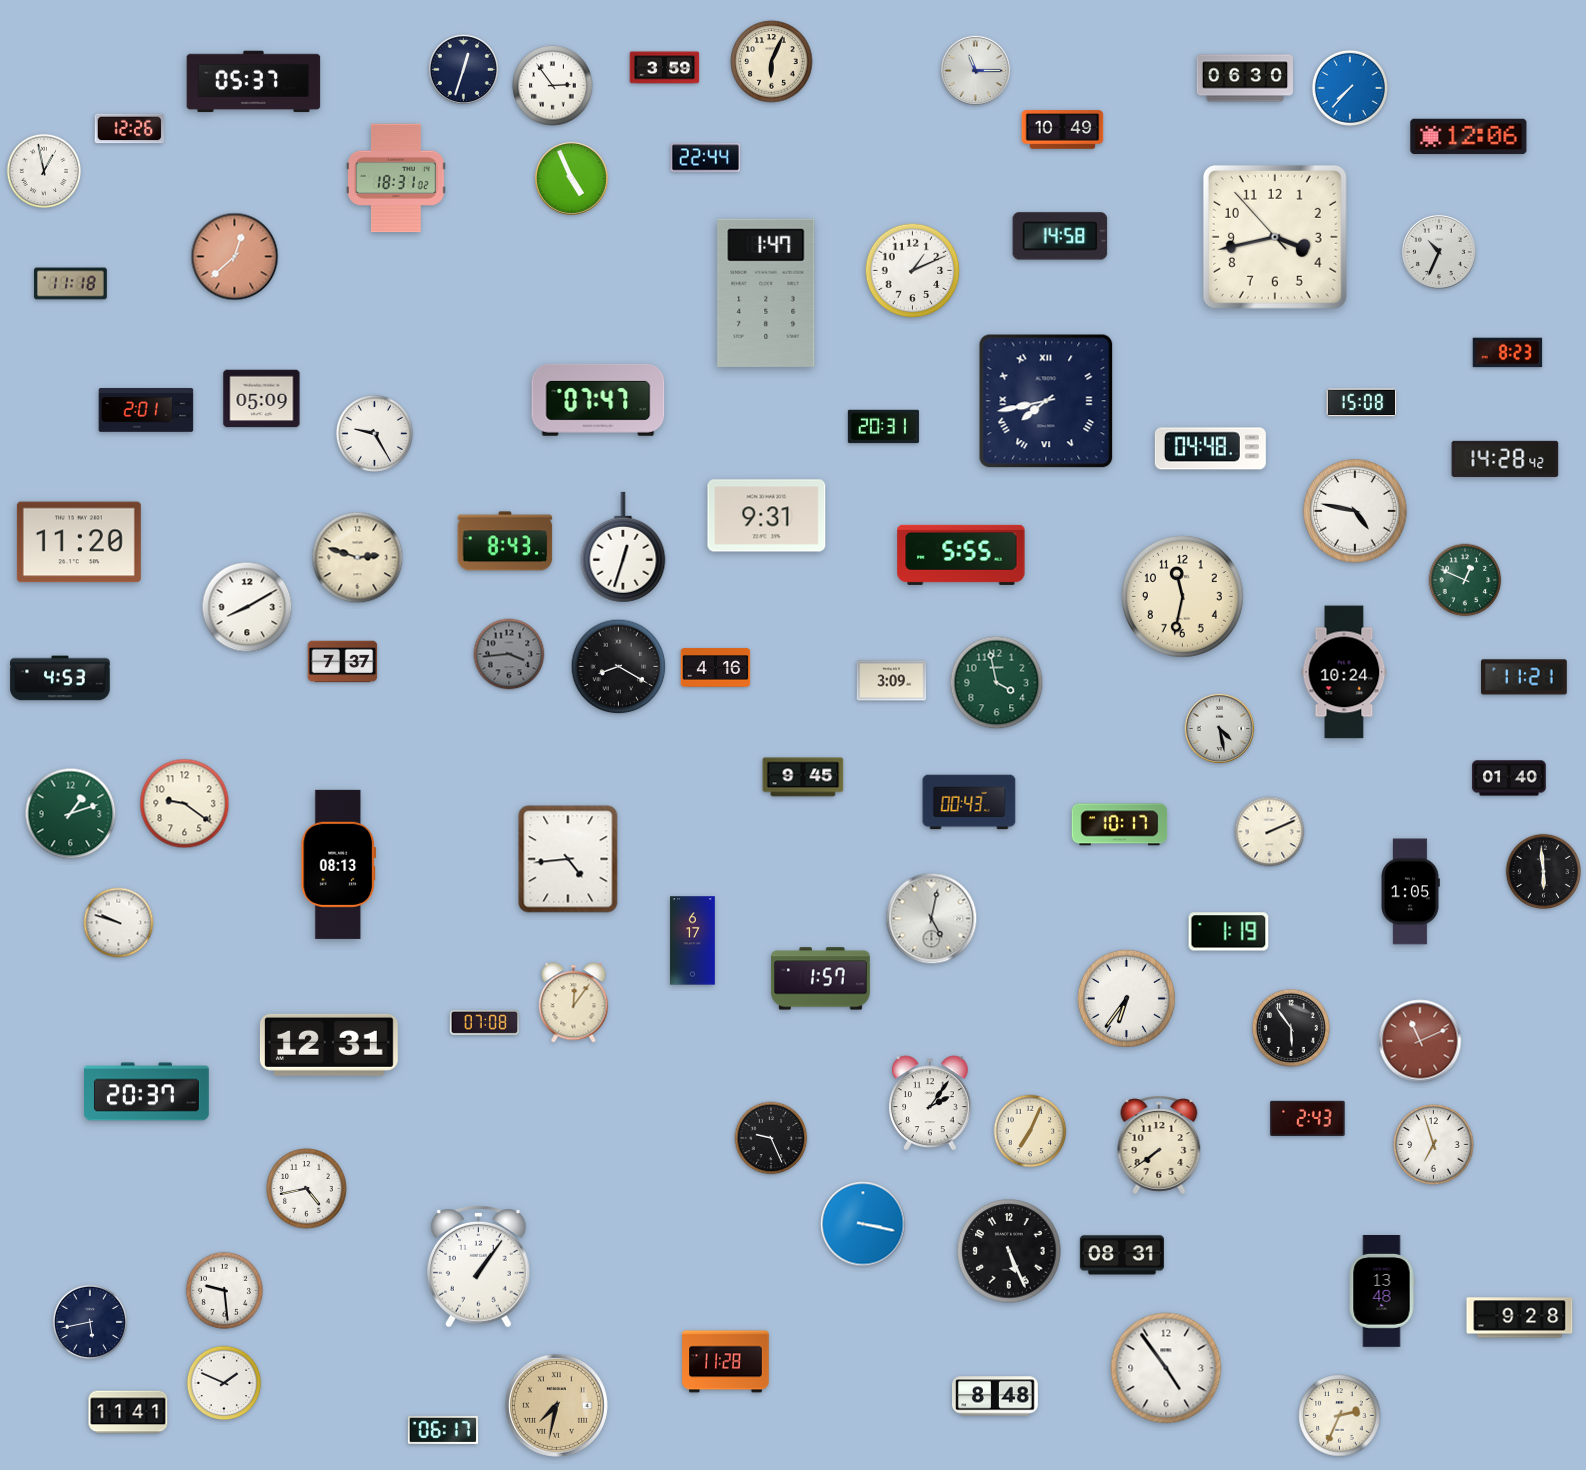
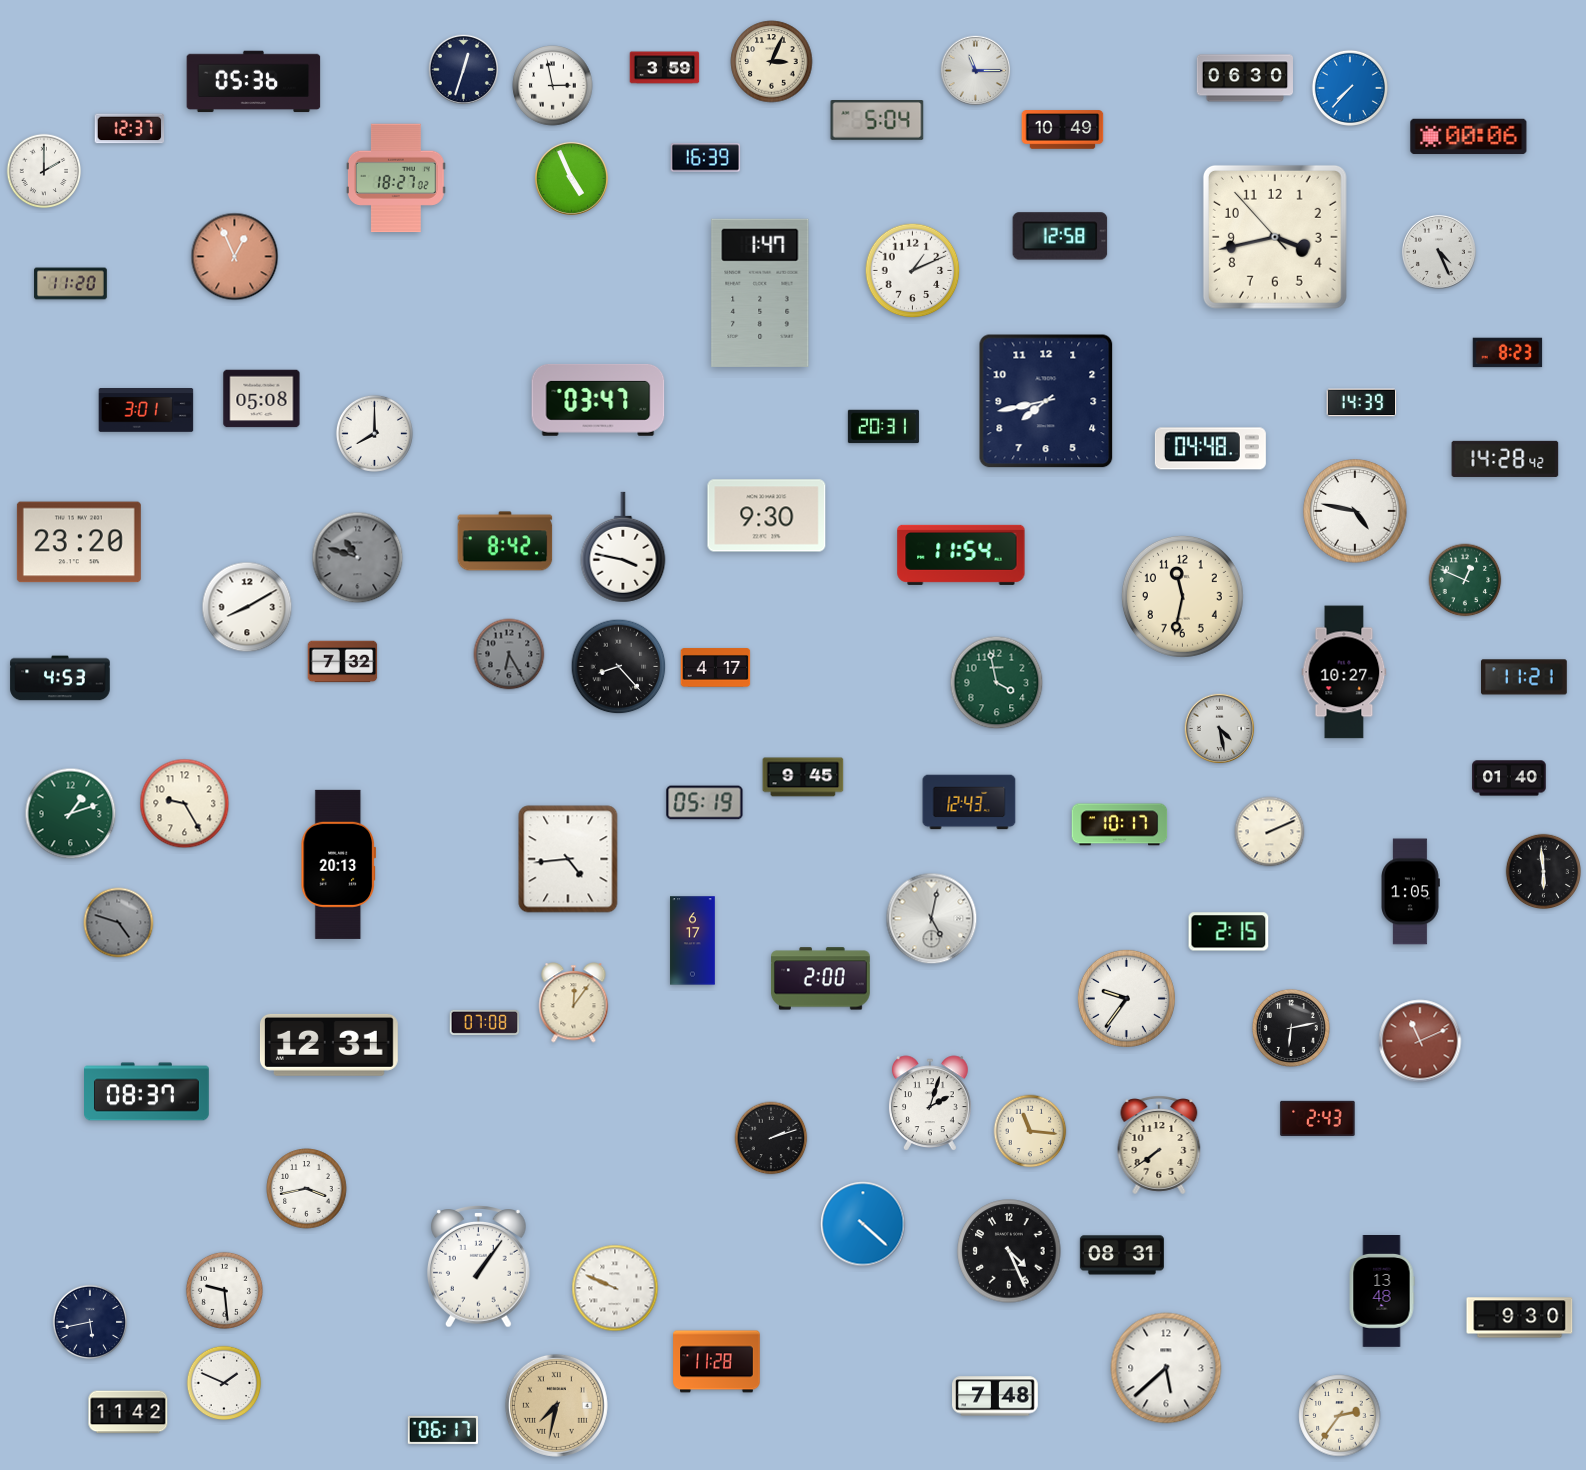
clock at (772, 62): 6:04 -> 3:04
clock at (254, 82): 05:37 -> 05:36
clock at (553, 86): 2:54 -> 2:58
clock at (877, 121): none -> 5:04
clock at (130, 129): 12:26 -> 12:37
clock at (1469, 137): 12:06 -> 00:06
clock at (706, 158): 22:44 -> 16:39
clock at (44, 171): 12:58 -> 2:00
clock at (397, 178): 18:31 -> 18:27
clock at (1060, 236): 14:58 -> 12:58
clock at (1439, 252): 10:34 -> 4:26
clock at (235, 257): 12:38 -> 12:56
clock at (71, 284): 11:18 -> 11:20
clock at (766, 293) position: (766, 293) -> (760, 293)
clock at (262, 399): 05:09 -> 05:08
clock at (598, 400): 07:47 -> 03:47
clock at (1046, 401) numerals: Roman -> Arabic
clock at (1362, 403): 15:08 -> 14:39
clock at (146, 410): 2:01 -> 3:01
clock at (374, 433): 9:25 -> 8:00
clock at (767, 516): 9:31 -> 9:30
clock at (505, 541): 8:43 -> 8:42
clock at (79, 542): 11:20 -> 23:20
clock at (623, 547): 12:33 -> 3:47
clock at (961, 555): 5:55 -> 11:54
clock at (358, 558): 2:48 -> 10:48
clock at (358, 558) dial: cream -> grey
clock at (509, 654): 3:44 -> 6:25
clock at (343, 662): 7:37 -> 7:32
clock at (619, 667): 8:20 -> 8:23
clock at (716, 668): 4:16 -> 4:17
clock at (1344, 672): 10:24 -> 10:27
clock at (892, 681): 3:09 -> none
clock at (969, 802): 00:43 -> 12:43
clock at (705, 803): none -> 05:19
clock at (185, 804): 9:21 -> 9:25
clock at (339, 864): 08:13 -> 20:13
clock at (119, 923): 9:48 -> 4:48
clock at (119, 923) dial: white -> grey
clock at (1229, 932): 1:19 -> 2:15
clock at (821, 979): 1:57 -> 2:00
clock at (1126, 998): 6:36 -> 9:36
clock at (1291, 1028): 5:54 -> 6:13
clock at (147, 1092): 20:37 -> 08:37
clock at (930, 1103): 2:06 -> 2:03
clock at (1308, 1118) position: (1308, 1118) -> (1318, 1118)
clock at (1030, 1131): 7:04 -> 11:16
clock at (771, 1138): 9:26 -> 2:12
clock at (1434, 1145): 6:57 -> none
clock at (307, 1189): 4:43 -> 3:43
clock at (863, 1224): 3:17 -> 4:22
clock at (1009, 1251): 5:26 -> 4:26
clock at (615, 1288): none -> 9:49
clock at (1520, 1318): 9:28 -> 9:30
clock at (726, 1362) position: (726, 1362) -> (717, 1362)
clock at (1166, 1368): 4:54 -> 5:38
clock at (996, 1396): 8:48 -> 7:48
clock at (128, 1412): 11:41 -> 11:42
clock at (1340, 1416): 2:34 -> 2:36
